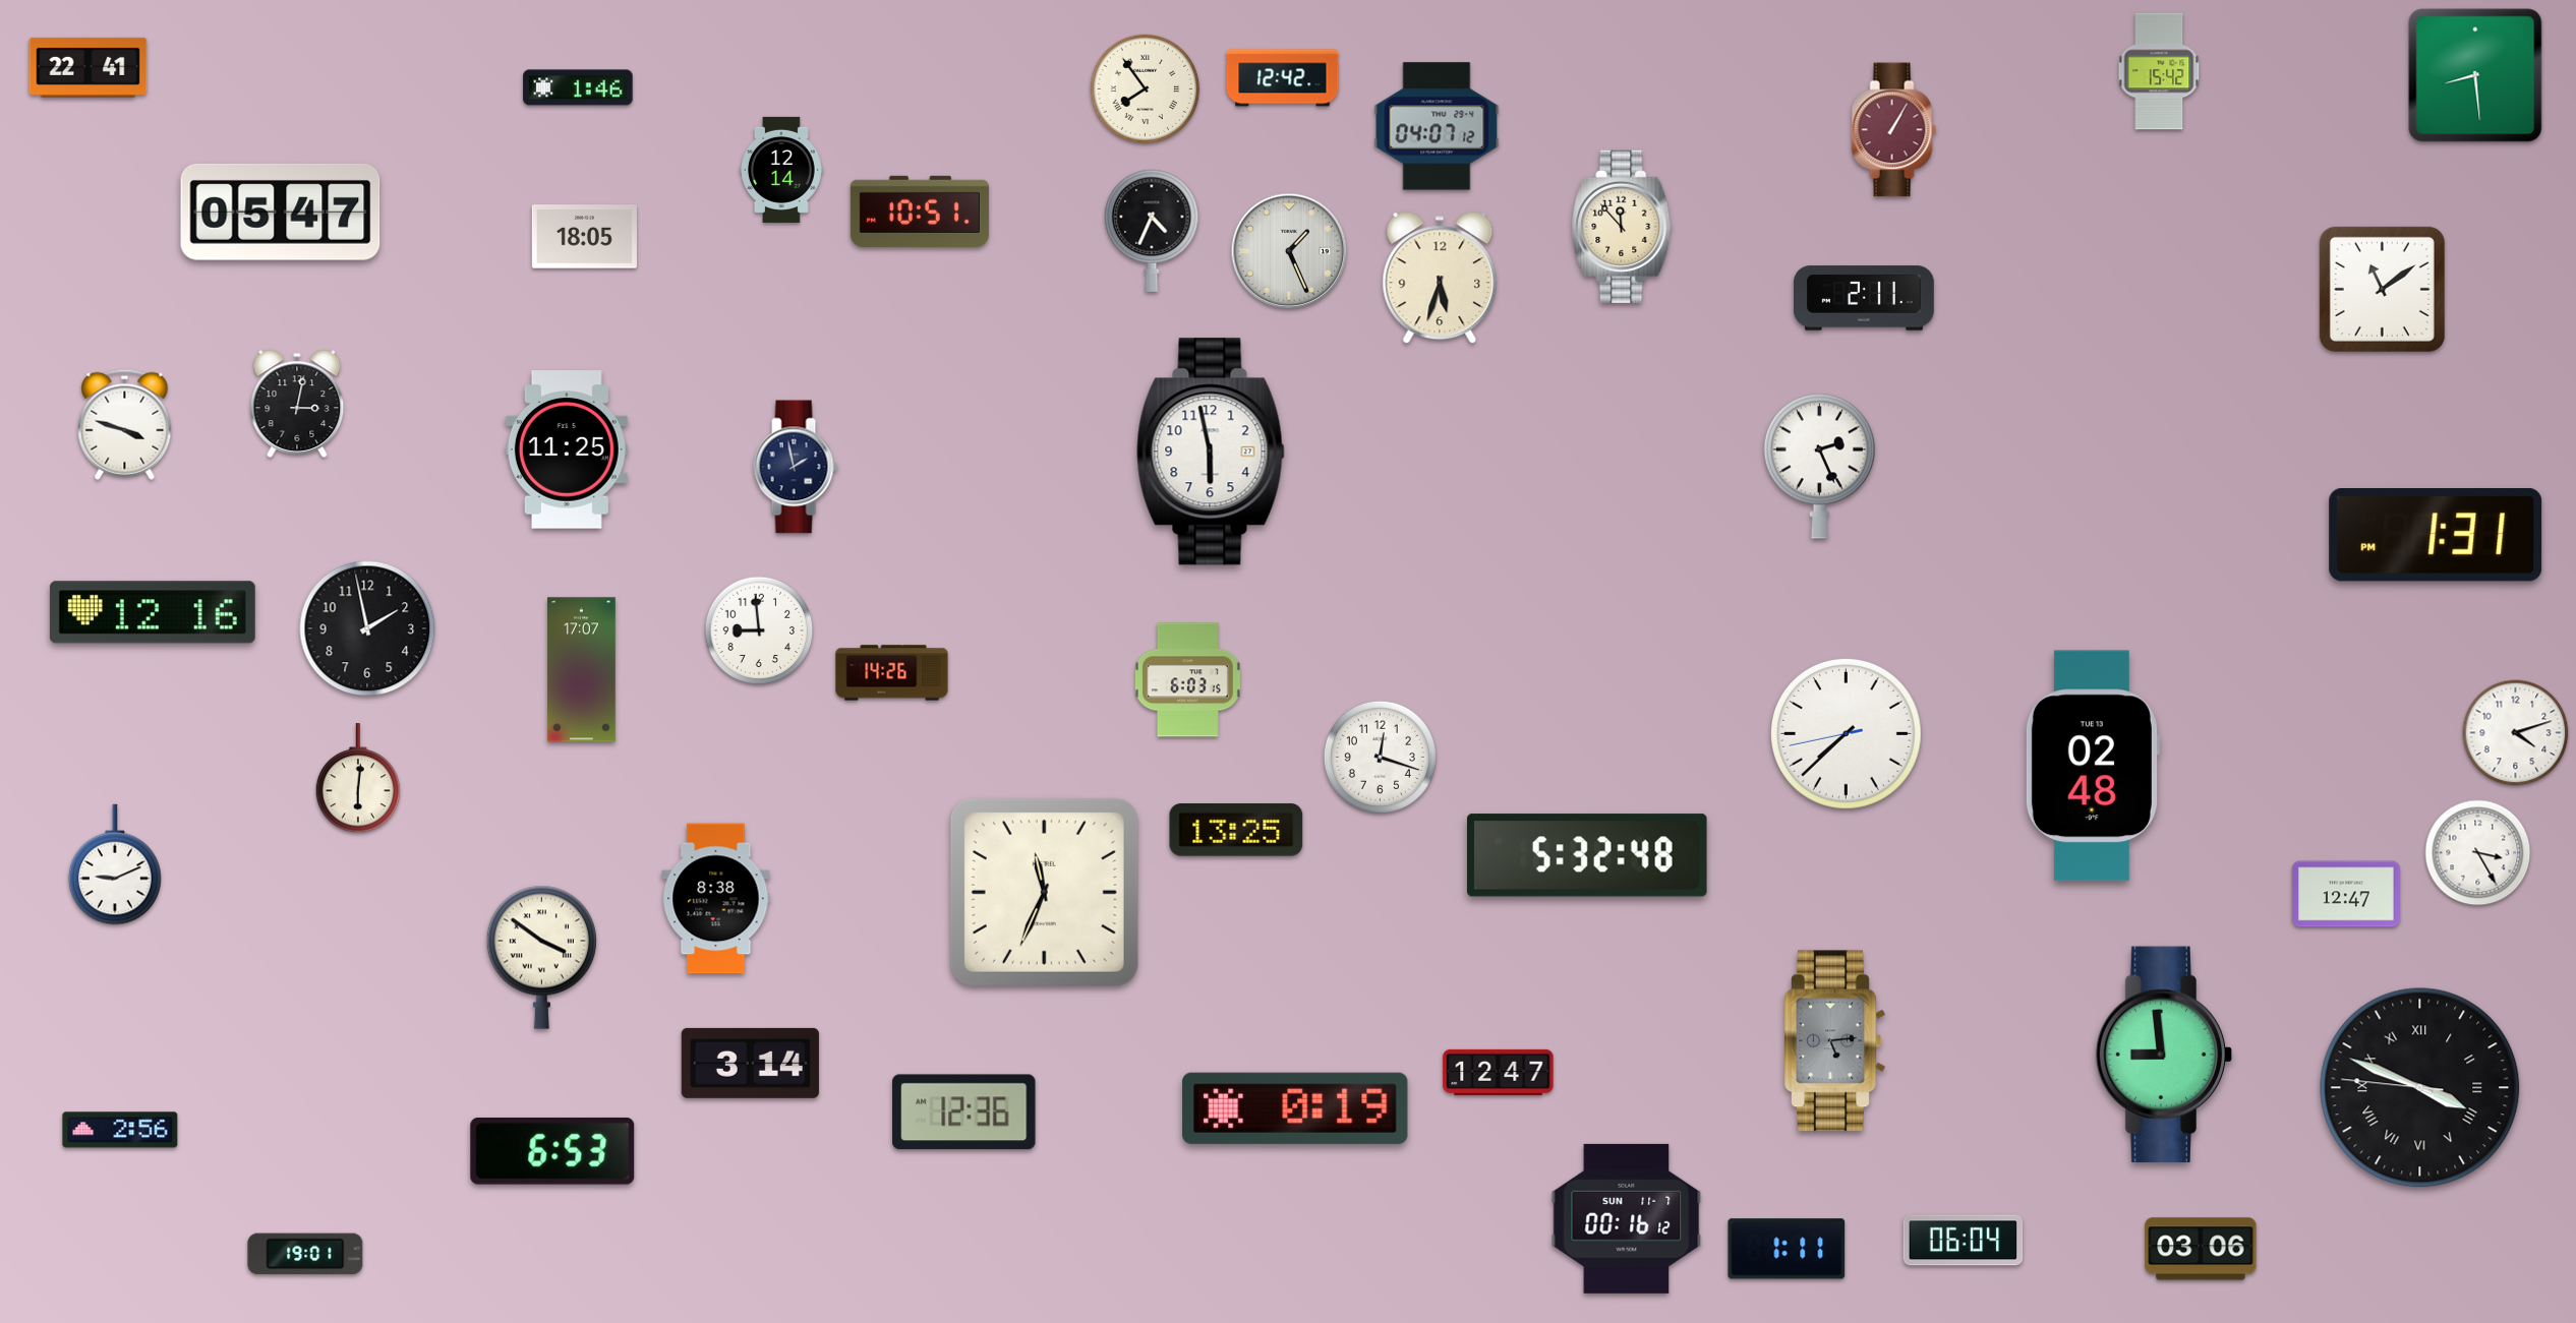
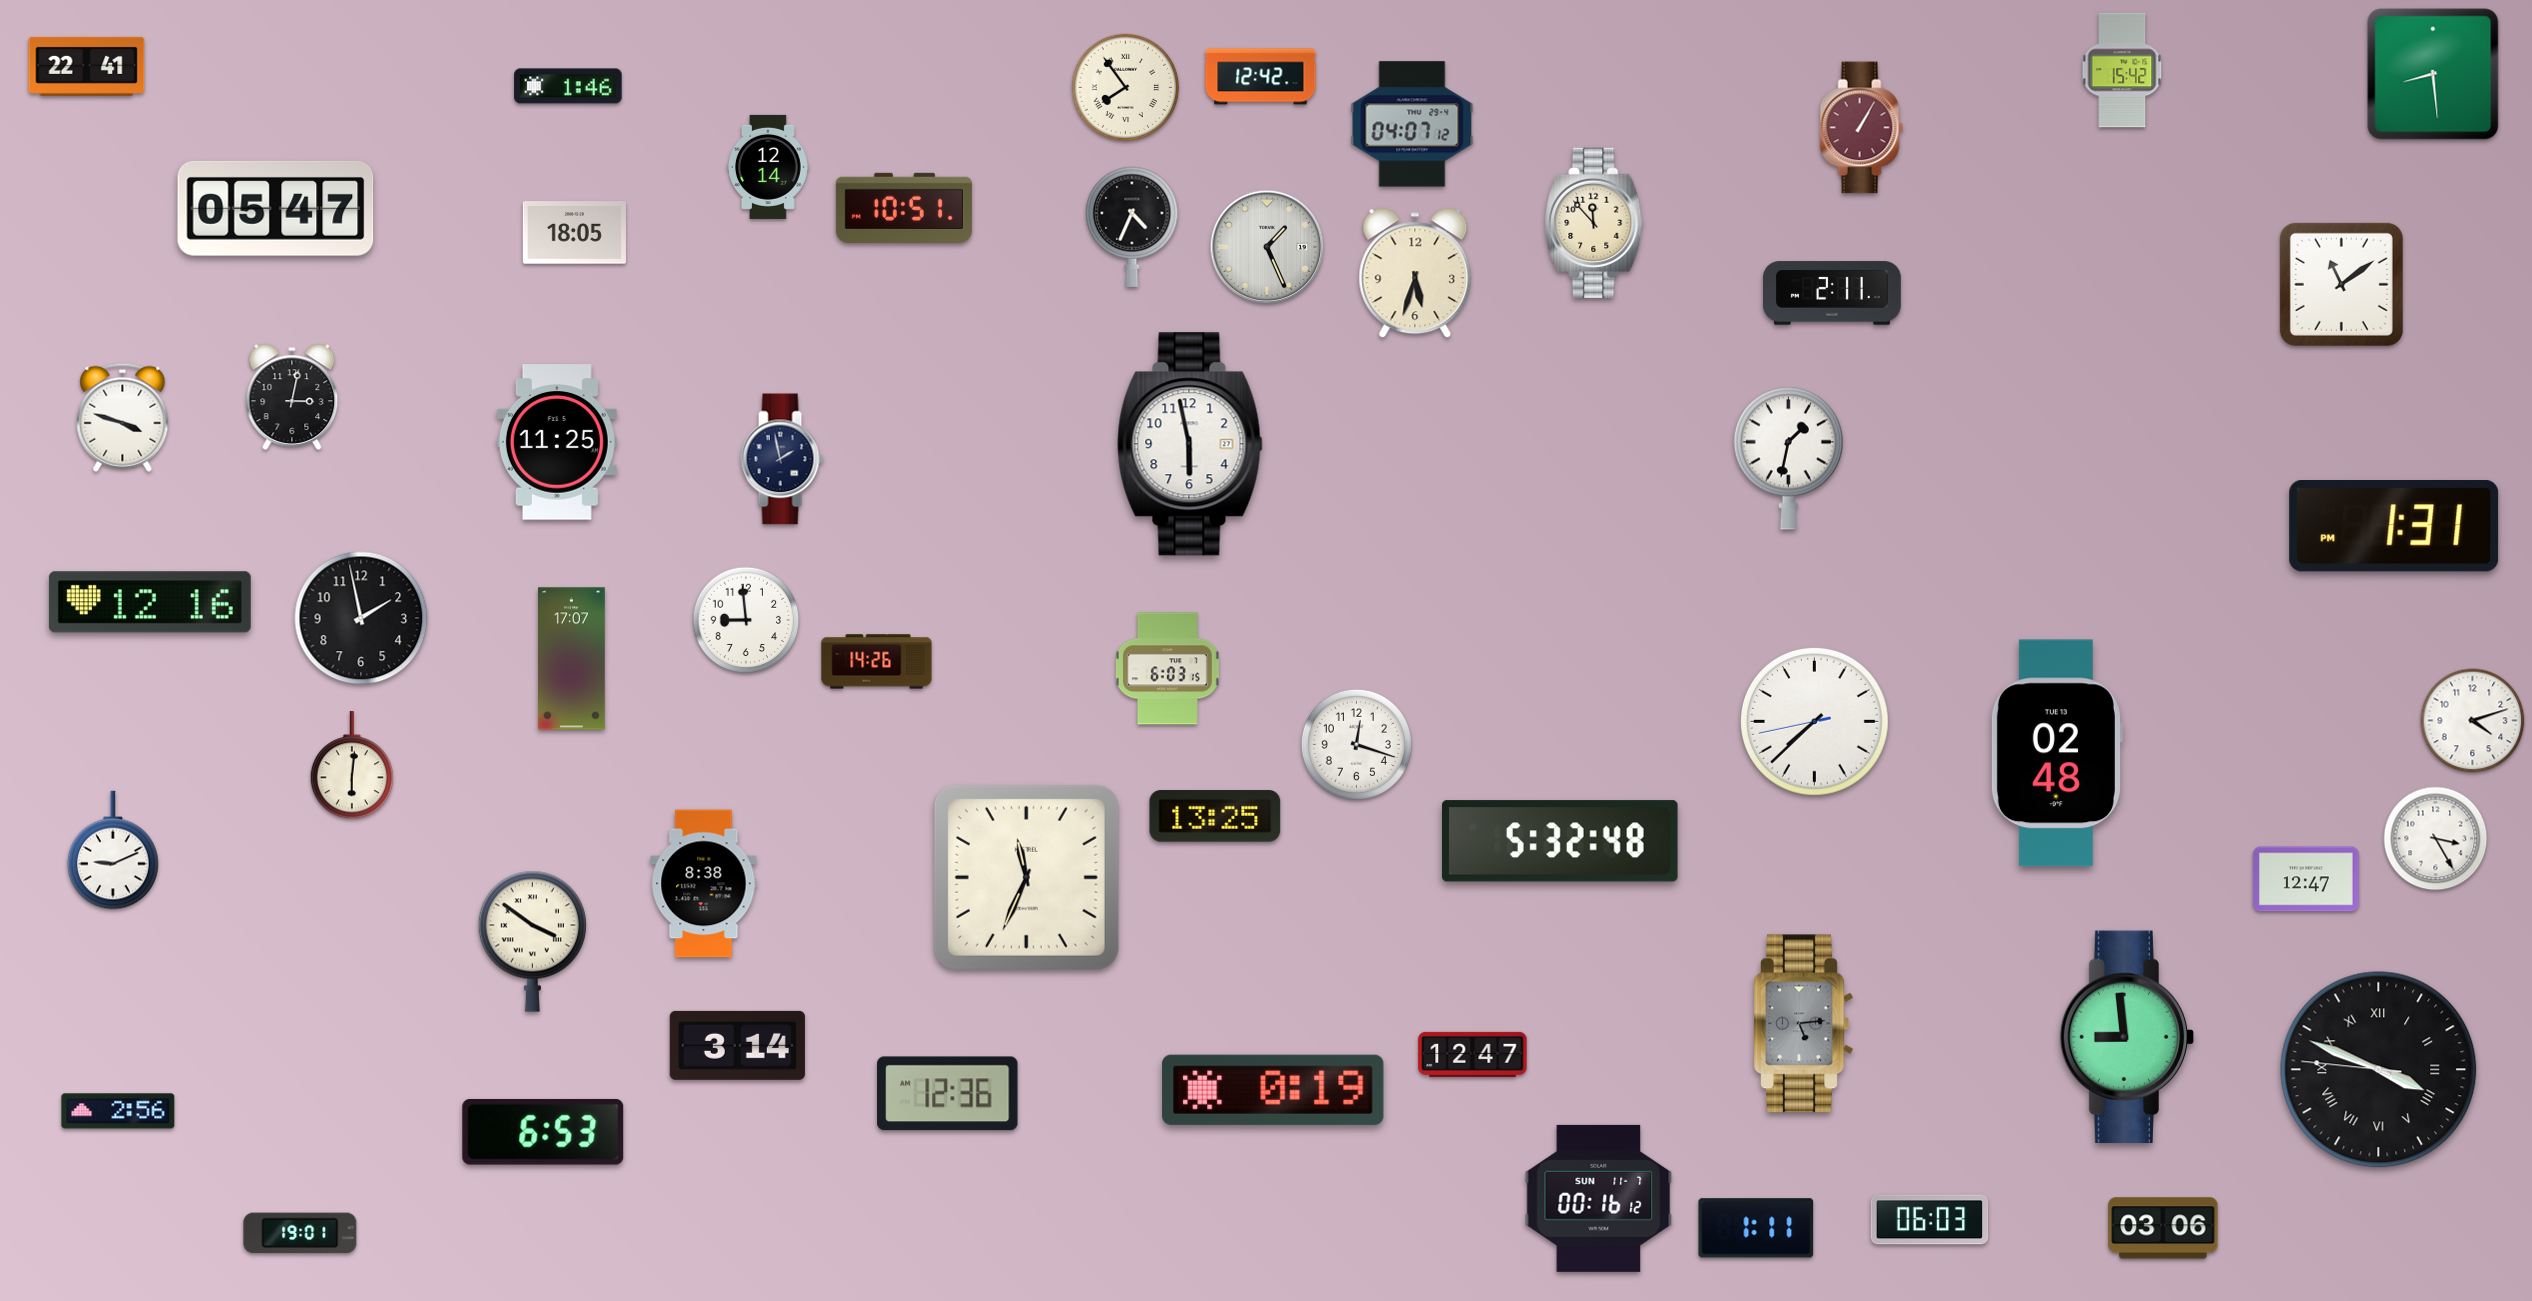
clock at (1819, 466): 2:26 -> 1:32
clock at (1964, 1241): 06:04 -> 06:03
